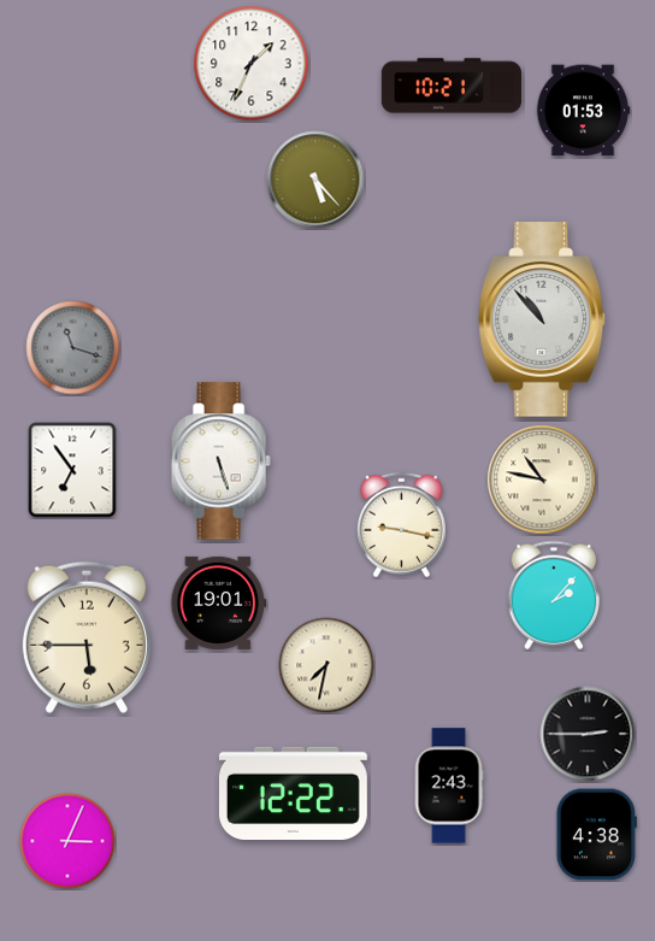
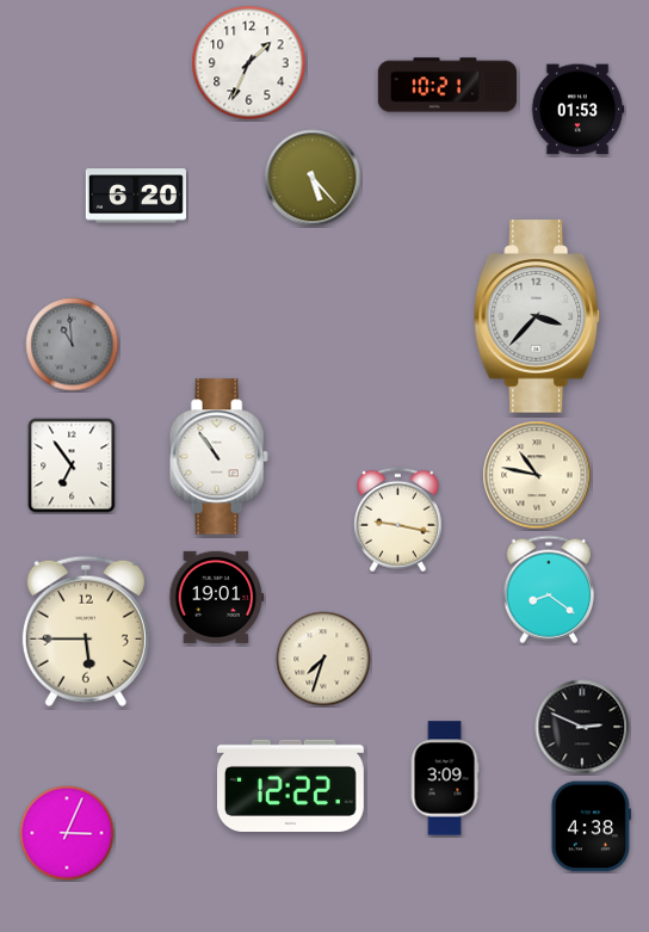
clock at (136, 196): none -> 6:20
clock at (543, 319): 10:53 -> 3:37
clock at (73, 348): 11:18 -> 10:59
clock at (220, 461): 5:27 -> 10:54
clock at (553, 595): 2:07 -> 8:21
clock at (326, 665): 7:32 -> 7:33
clock at (588, 734): 2:45 -> 2:49
clock at (449, 786): 2:43 -> 3:09
